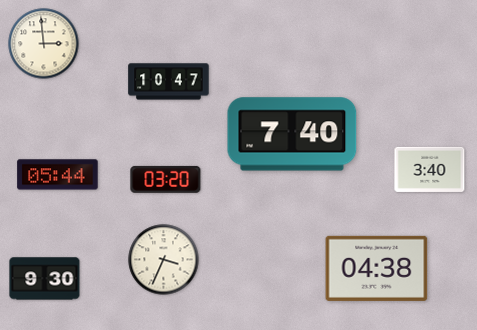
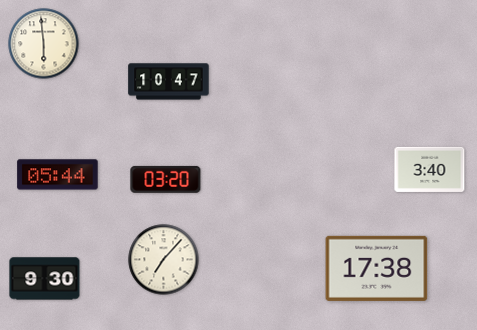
clock at (44, 44): 2:59 -> 5:59
clock at (292, 134): 7:40 -> none
clock at (164, 260): 3:34 -> 7:07
clock at (377, 268): 04:38 -> 17:38
